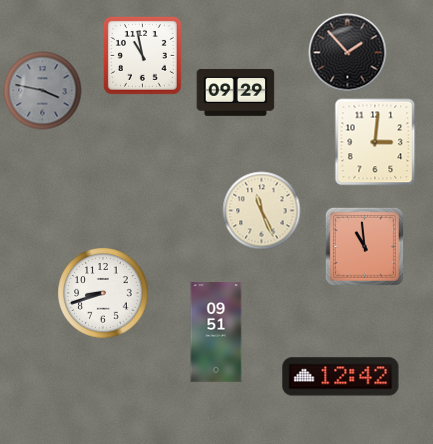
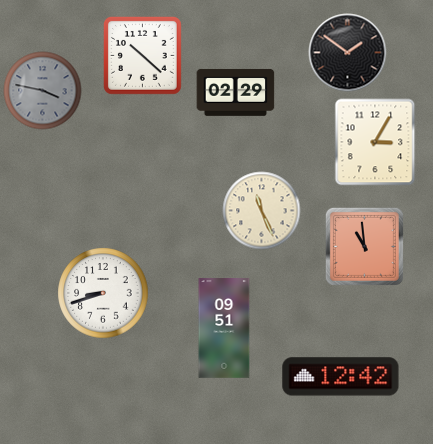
clock at (347, 52): 1:53 -> 1:51
clock at (143, 56): 10:58 -> 10:22
clock at (235, 92): 09:29 -> 02:29
clock at (375, 142): 3:01 -> 3:05
clock at (216, 332) position: (216, 332) -> (224, 328)
